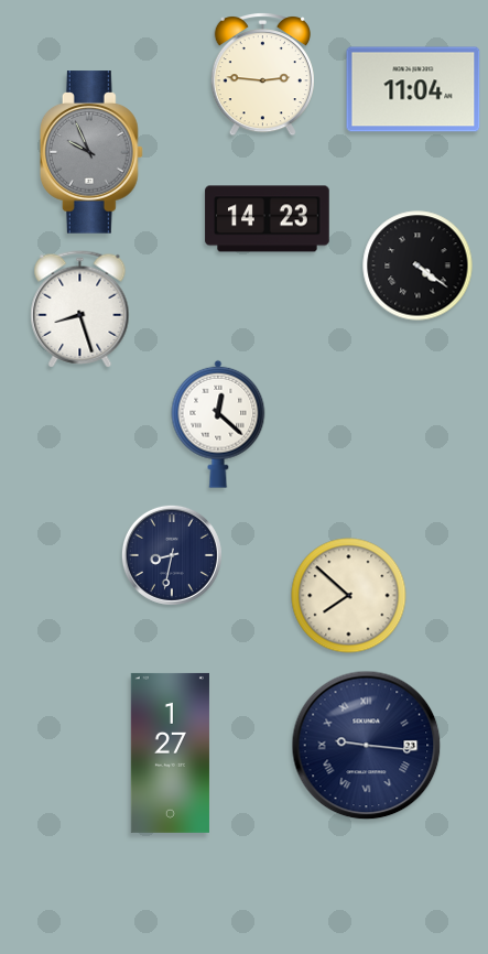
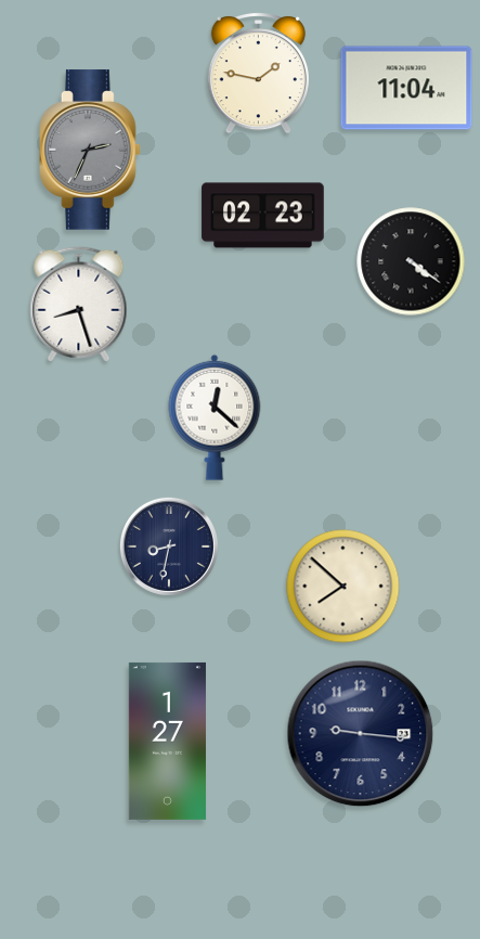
clock at (262, 75): 2:46 -> 1:47
clock at (91, 152): 9:56 -> 2:34
clock at (268, 219): 14:23 -> 02:23
clock at (367, 746) numerals: Roman -> Arabic
